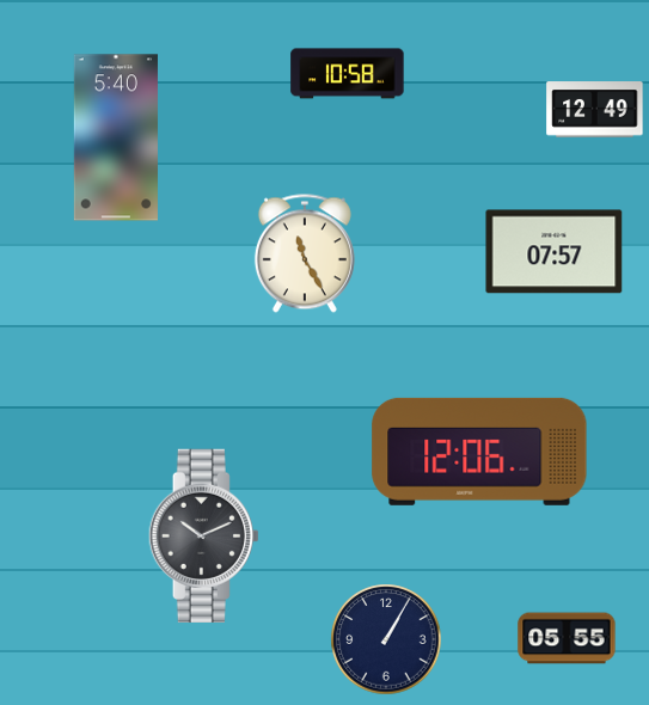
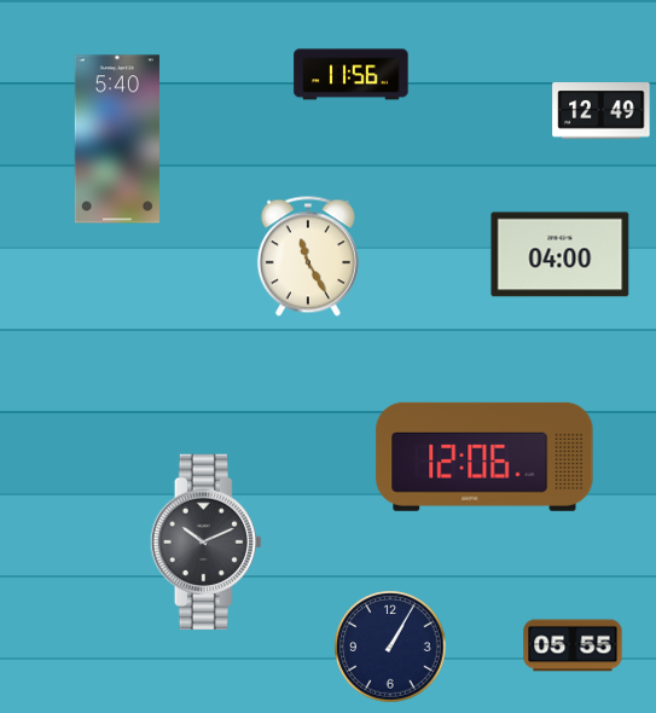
clock at (348, 74): 10:58 -> 11:56
clock at (555, 252): 07:57 -> 04:00
